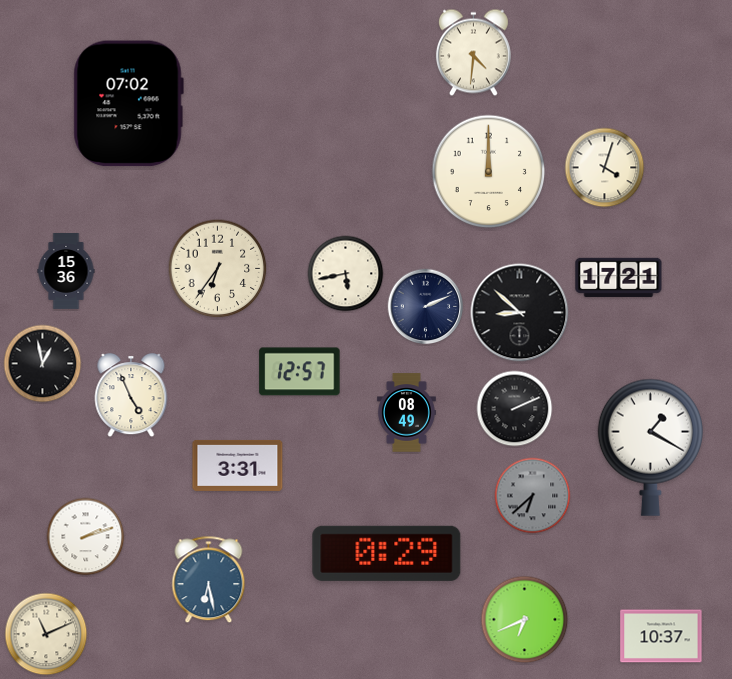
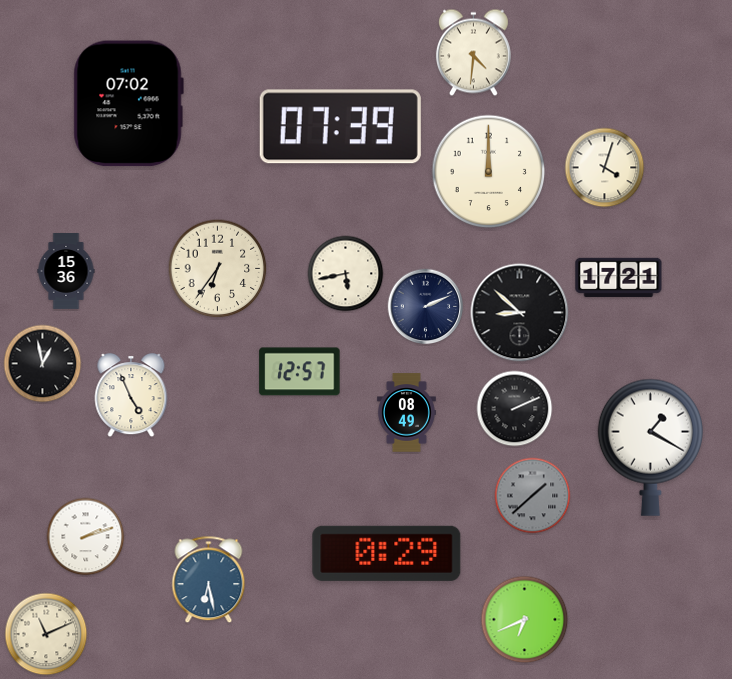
clock at (340, 127): none -> 07:39
clock at (238, 465): 3:31 -> none
clock at (533, 496): 6:38 -> 1:38
clock at (661, 636): 10:37 -> none
